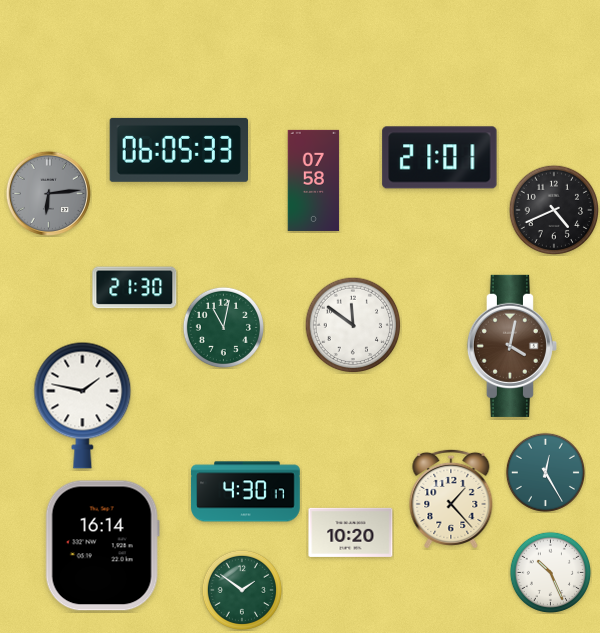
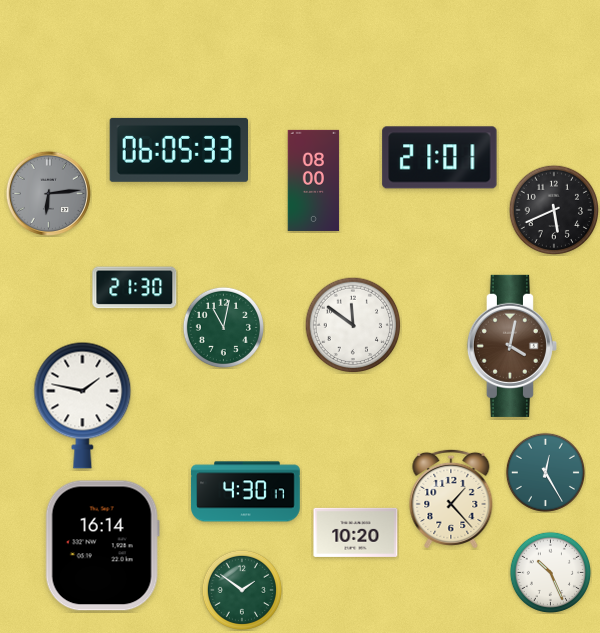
clock at (314, 180): 07:58 -> 08:00
clock at (554, 210): 4:41 -> 5:41
clock at (351, 532) position: (351, 532) -> (356, 532)
